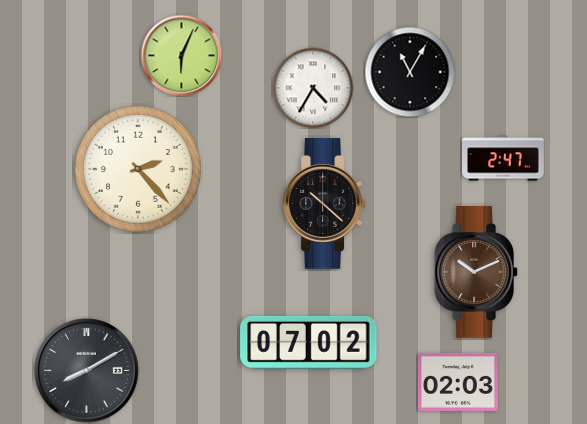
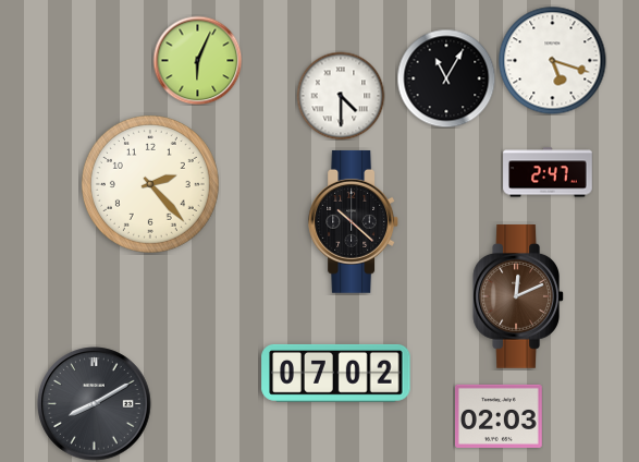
clock at (553, 61): none -> 5:18
clock at (313, 88): 4:35 -> 4:30
clock at (476, 273): 10:11 -> 12:11
